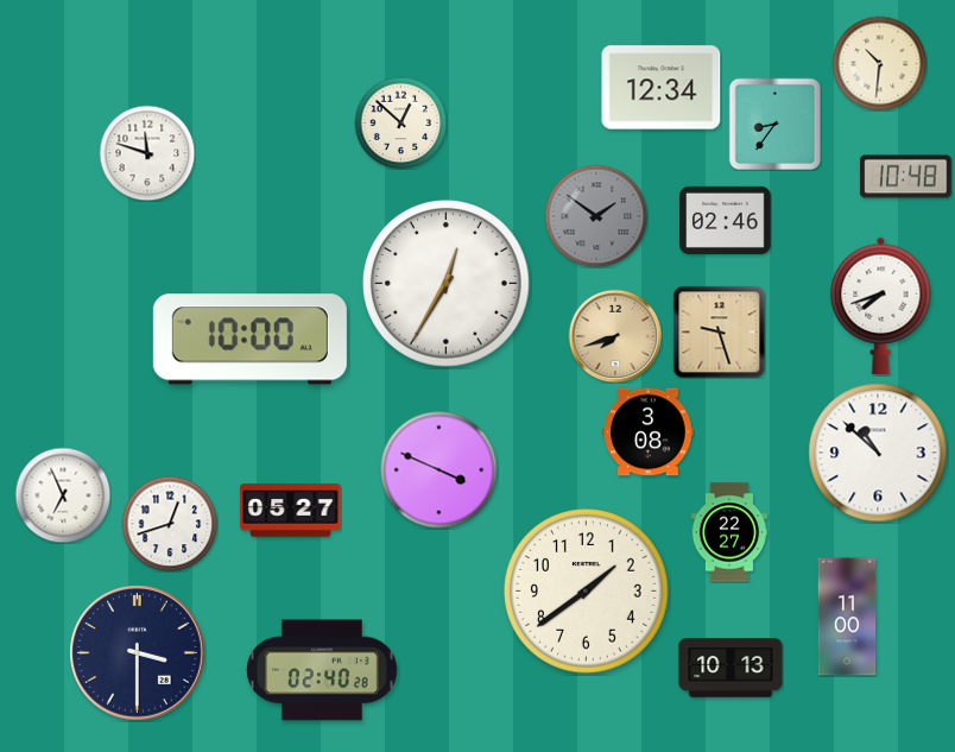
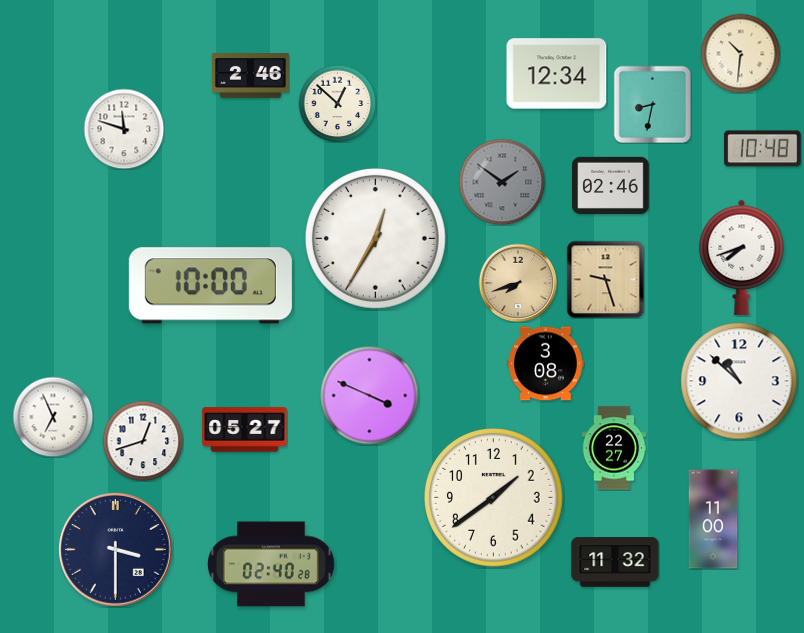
clock at (251, 76): none -> 2:46
clock at (774, 124): 8:36 -> 8:32
clock at (731, 668): 10:13 -> 11:32
